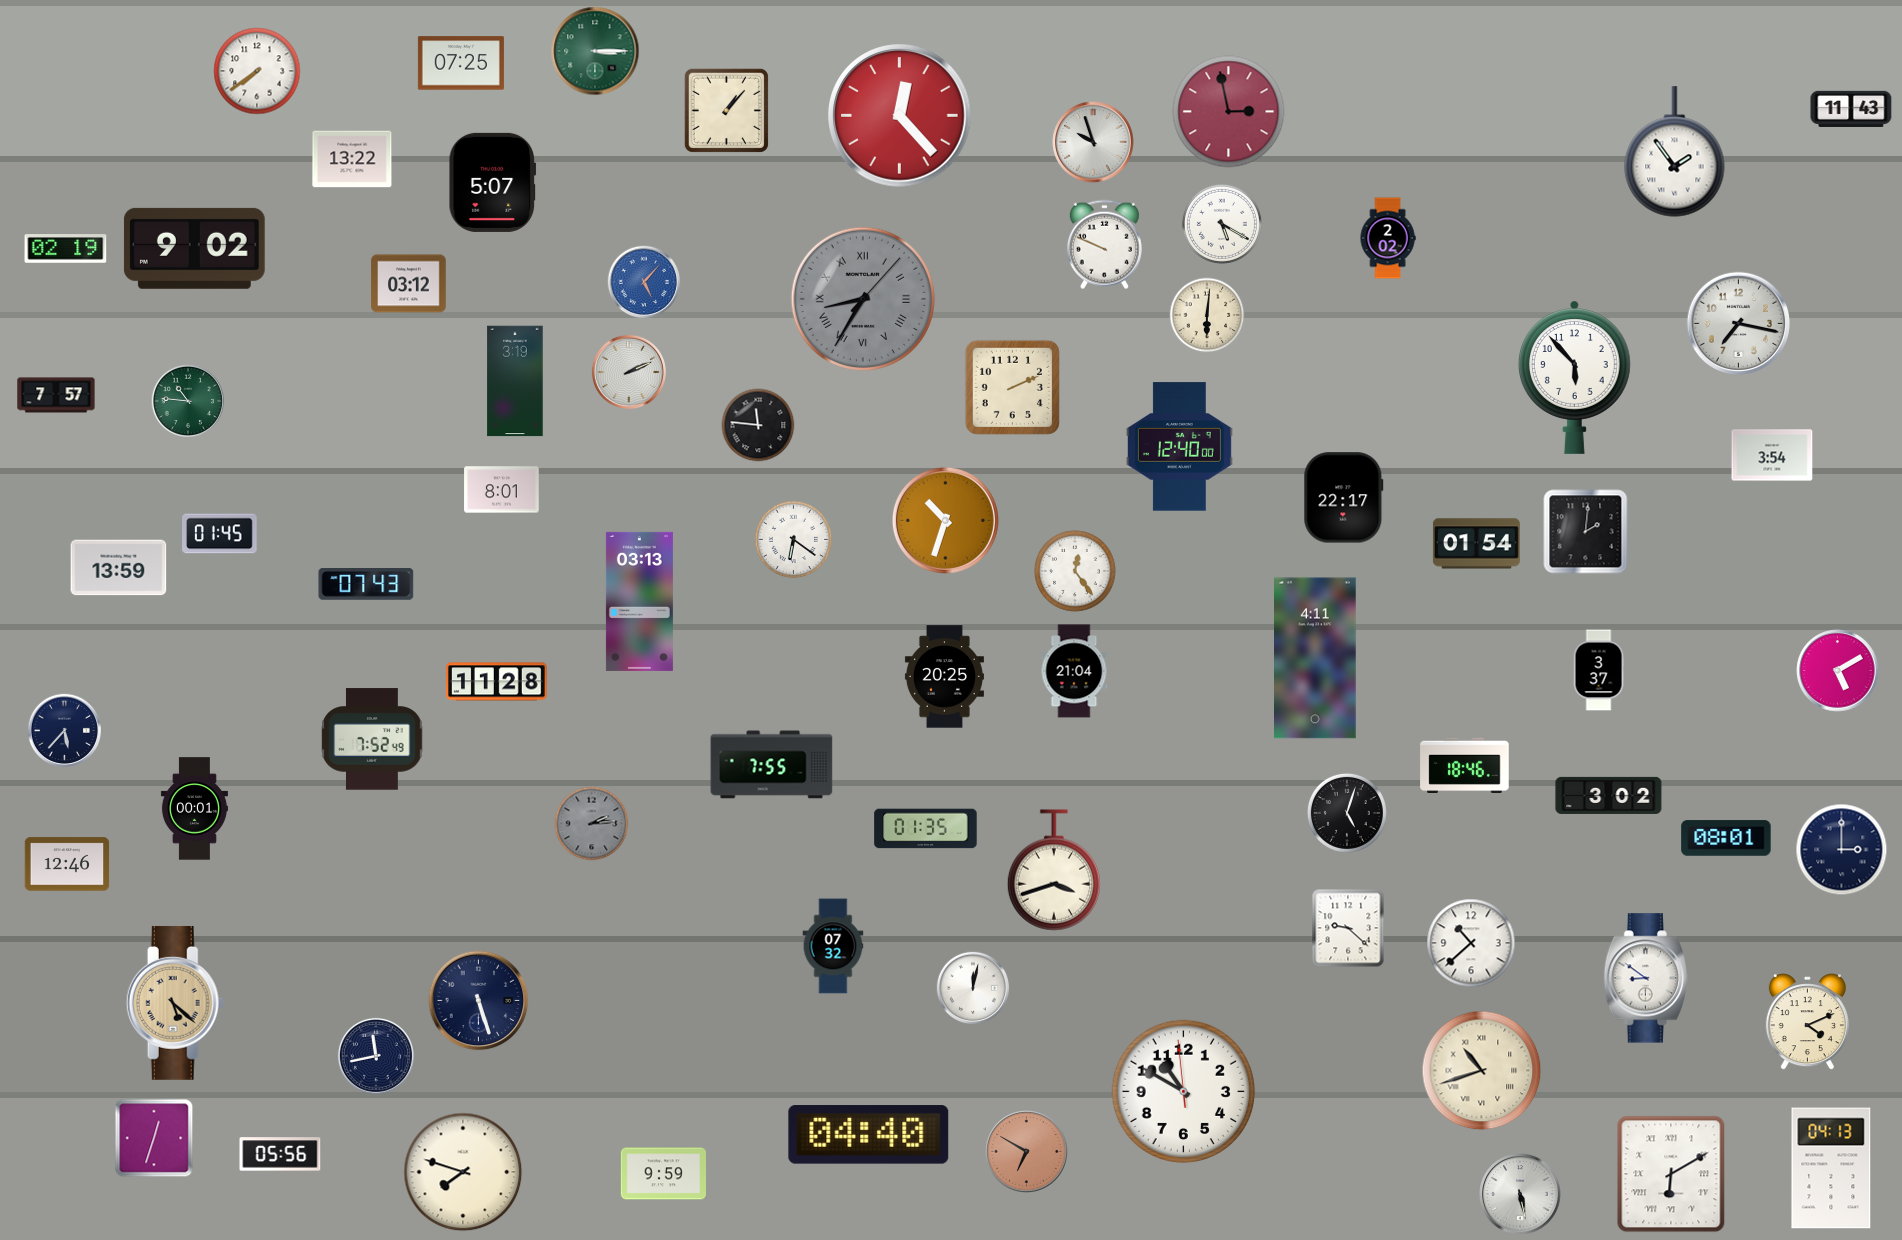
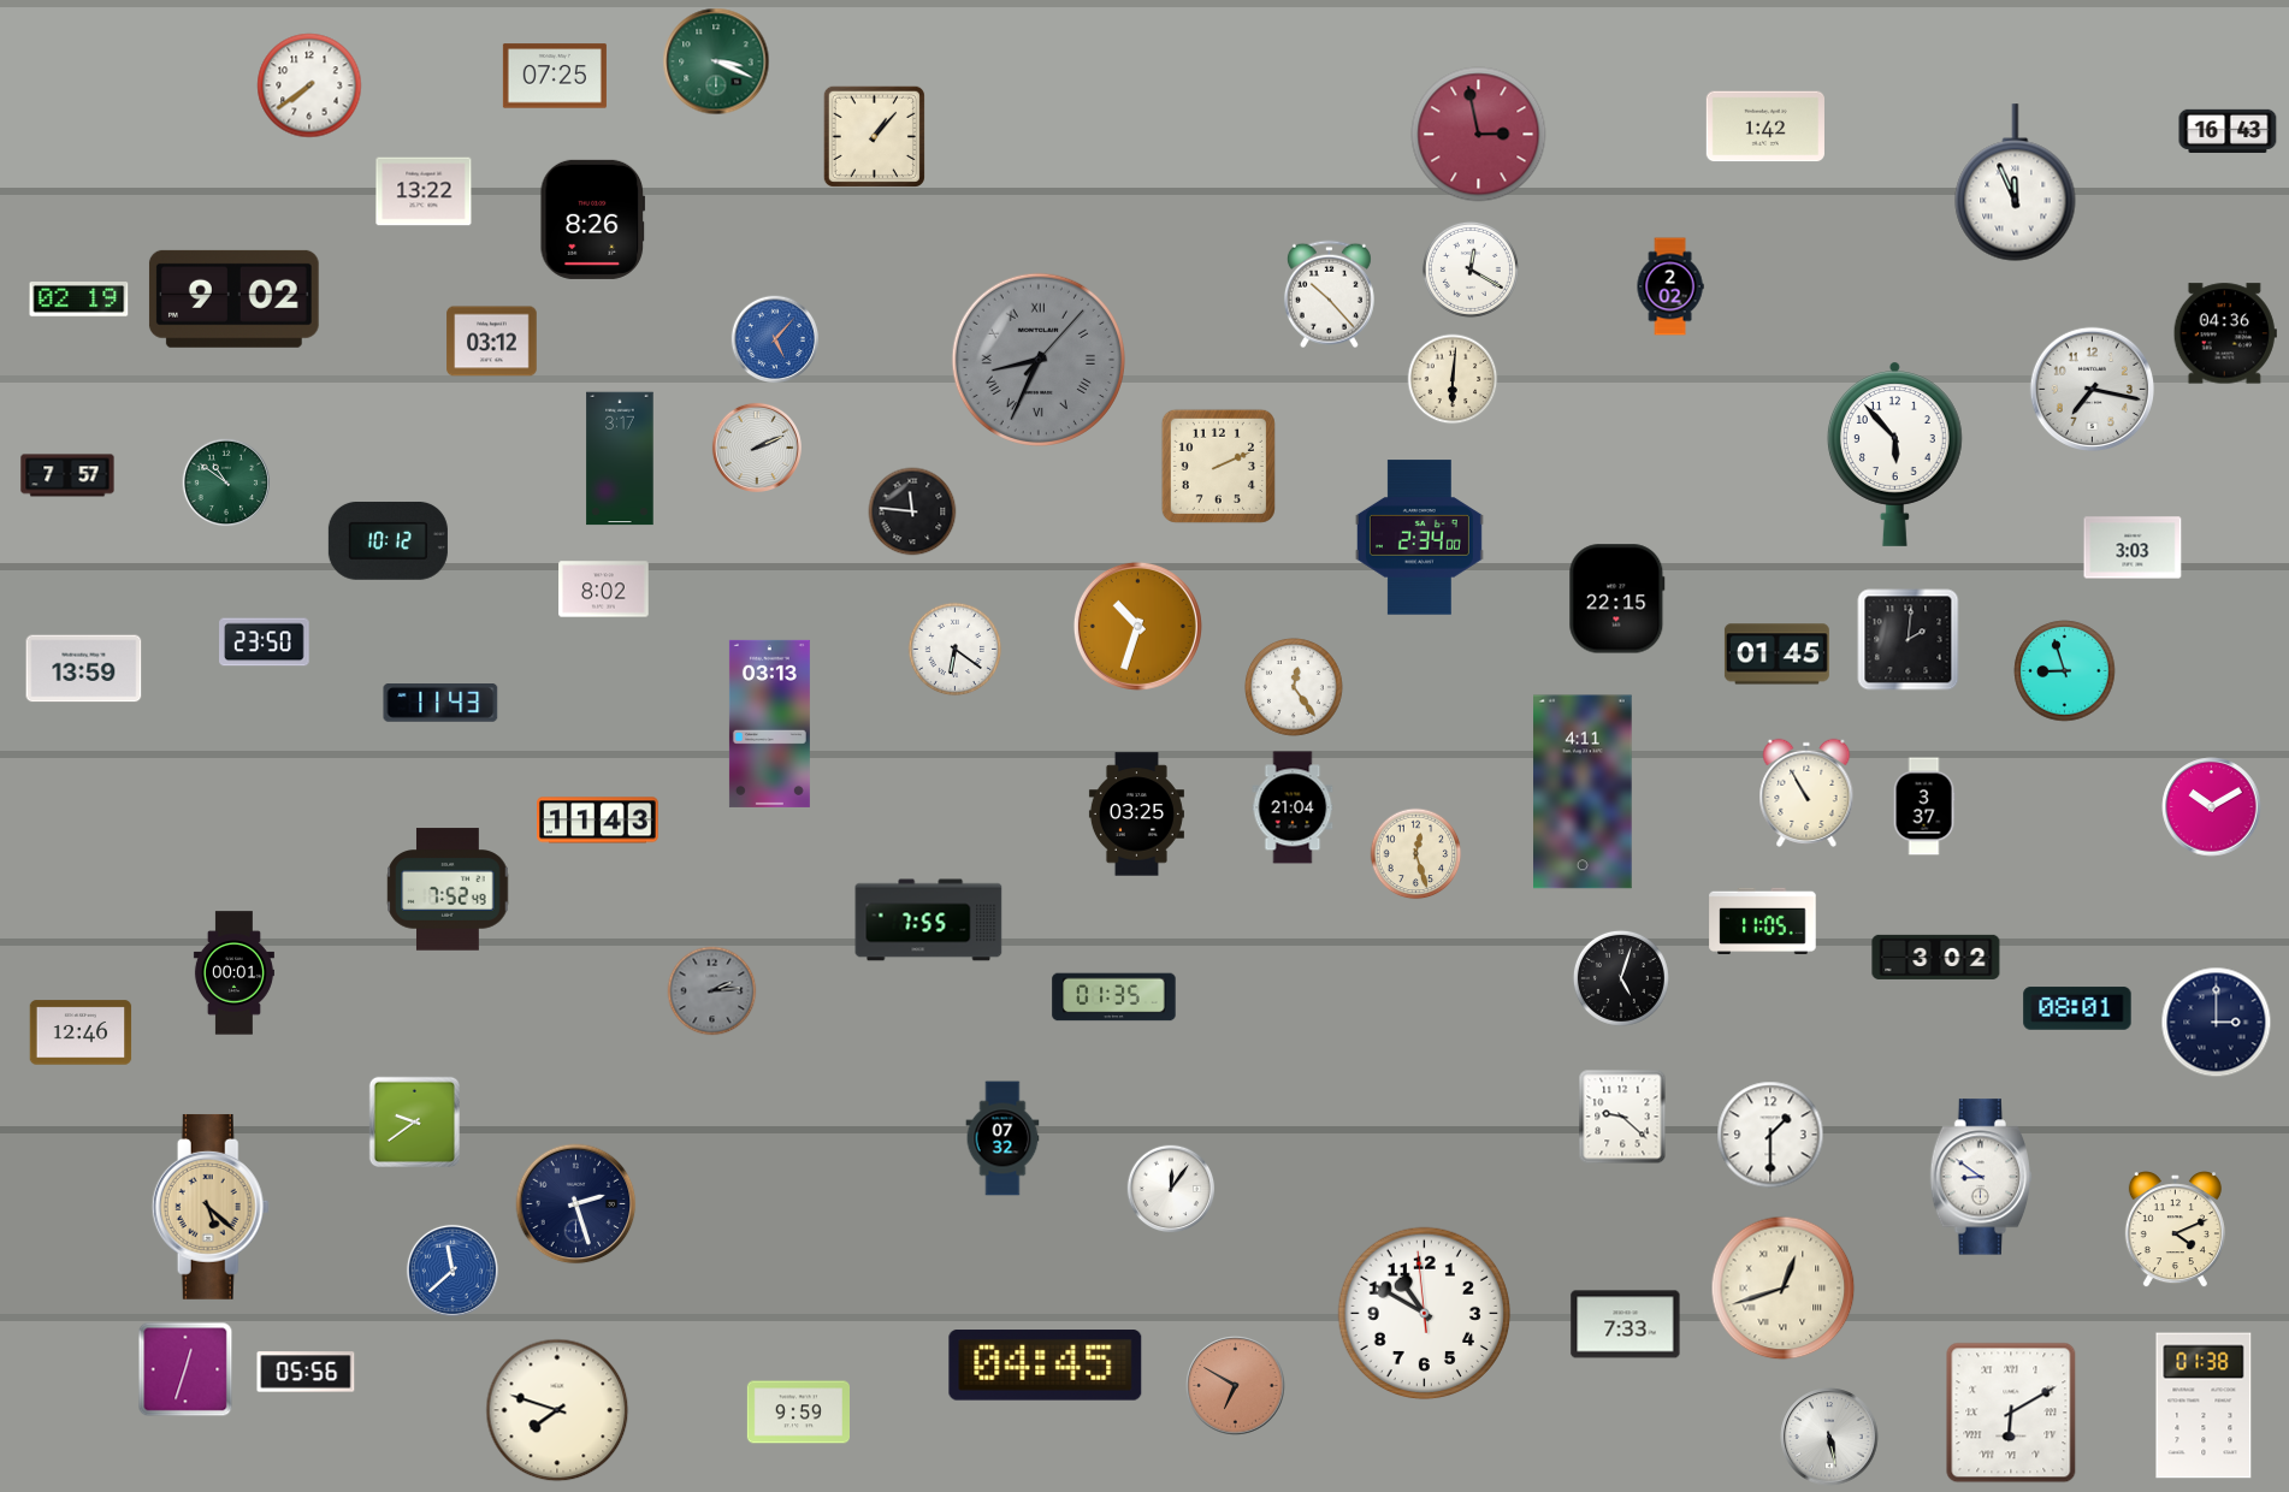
clock at (595, 51): 3:15 -> 3:19
clock at (1765, 126): none -> 1:42
clock at (1851, 109): 11:43 -> 16:43
clock at (726, 110) position: (726, 110) -> (874, 136)
clock at (900, 116): 12:23 -> none
clock at (1093, 142): 9:57 -> none
clock at (1675, 152): 1:54 -> 11:56
clock at (492, 182): 5:07 -> 8:26
clock at (1222, 224): 5:20 -> 12:20
clock at (1104, 245): 9:49 -> 10:23
clock at (2225, 333): none -> 04:36
clock at (862, 298): 8:35 -> 8:34
clock at (515, 381): 3:19 -> 3:17
clock at (188, 401): 10:46 -> 10:51
clock at (1179, 447): 12:40 -> 2:34
clock at (388, 540): none -> 10:12
clock at (1772, 455): 3:54 -> 3:03
clock at (502, 490): 8:01 -> 8:02
clock at (1344, 498): 22:17 -> 22:15
clock at (220, 534): 01:45 -> 23:50
clock at (1476, 544): 01:54 -> 01:45
clock at (2065, 671): none -> 8:57
clock at (119, 568) position: (119, 568) -> (84, 669)
clock at (366, 585): 07:43 -> 11:43
clock at (1806, 793): none -> 10:55
clock at (1838, 671): 5:10 -> 10:10
clock at (944, 677): 20:25 -> 03:25
clock at (497, 682): 11:28 -> 11:43
clock at (1416, 854): none -> 12:27
clock at (64, 730): 5:37 -> none
clock at (1465, 765): 18:46 -> 11:05
clock at (67, 864) position: (67, 864) -> (81, 1032)
clock at (1054, 870): 3:42 -> none
clock at (414, 1121): none -> 9:39
clock at (1471, 943): 10:38 -> 1:30
clock at (973, 988): 12:02 -> 12:06
clock at (479, 1001): 5:27 -> 2:27
clock at (376, 1056): 11:43 -> 11:38
clock at (376, 1056) dial: navy -> blue
clock at (1482, 1071): 10:42 -> 12:42
clock at (1626, 1325): none -> 7:33
clock at (869, 1135): 04:40 -> 04:45
clock at (280, 1154) position: (280, 1154) -> (306, 1372)
clock at (1831, 1168): 04:13 -> 01:38
